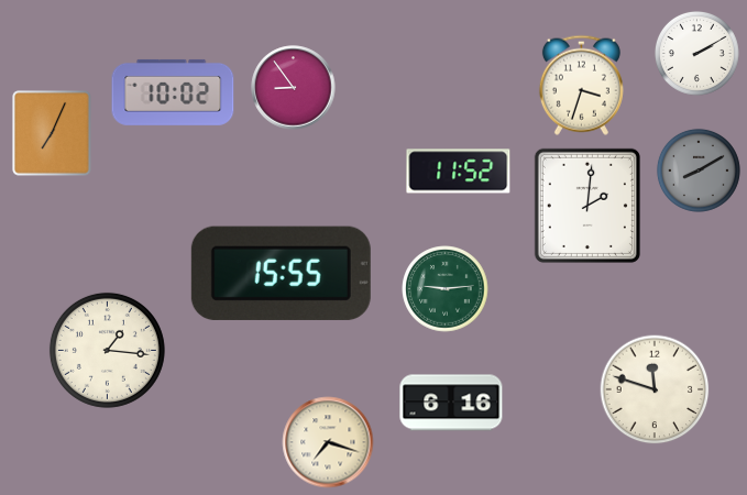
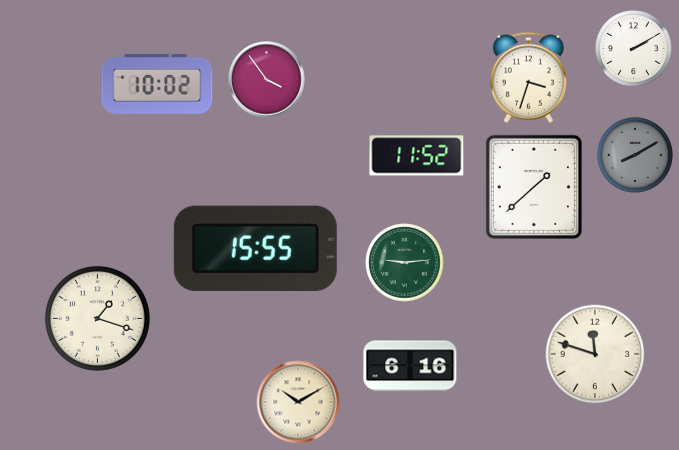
clock at (294, 88): 8:54 -> 3:54
clock at (52, 133): 7:04 -> none
clock at (587, 206): 2:01 -> 1:38
clock at (107, 350): 1:16 -> 1:18
clock at (328, 442): 7:18 -> 10:10
